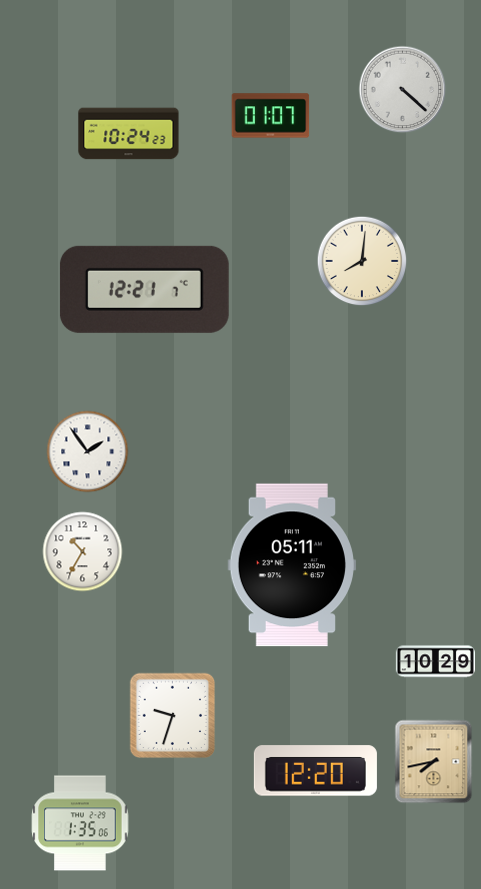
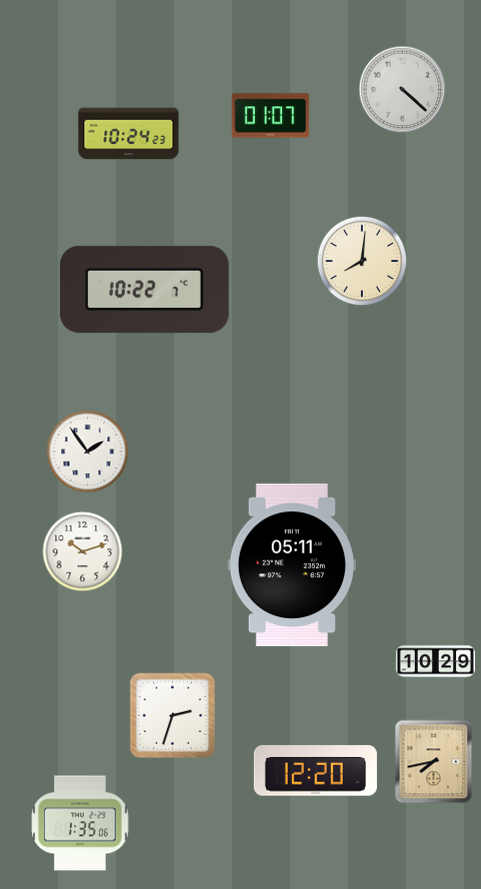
clock at (144, 289): 12:21 -> 10:22
clock at (83, 552): 10:35 -> 10:12
clock at (173, 716): 9:33 -> 2:33
